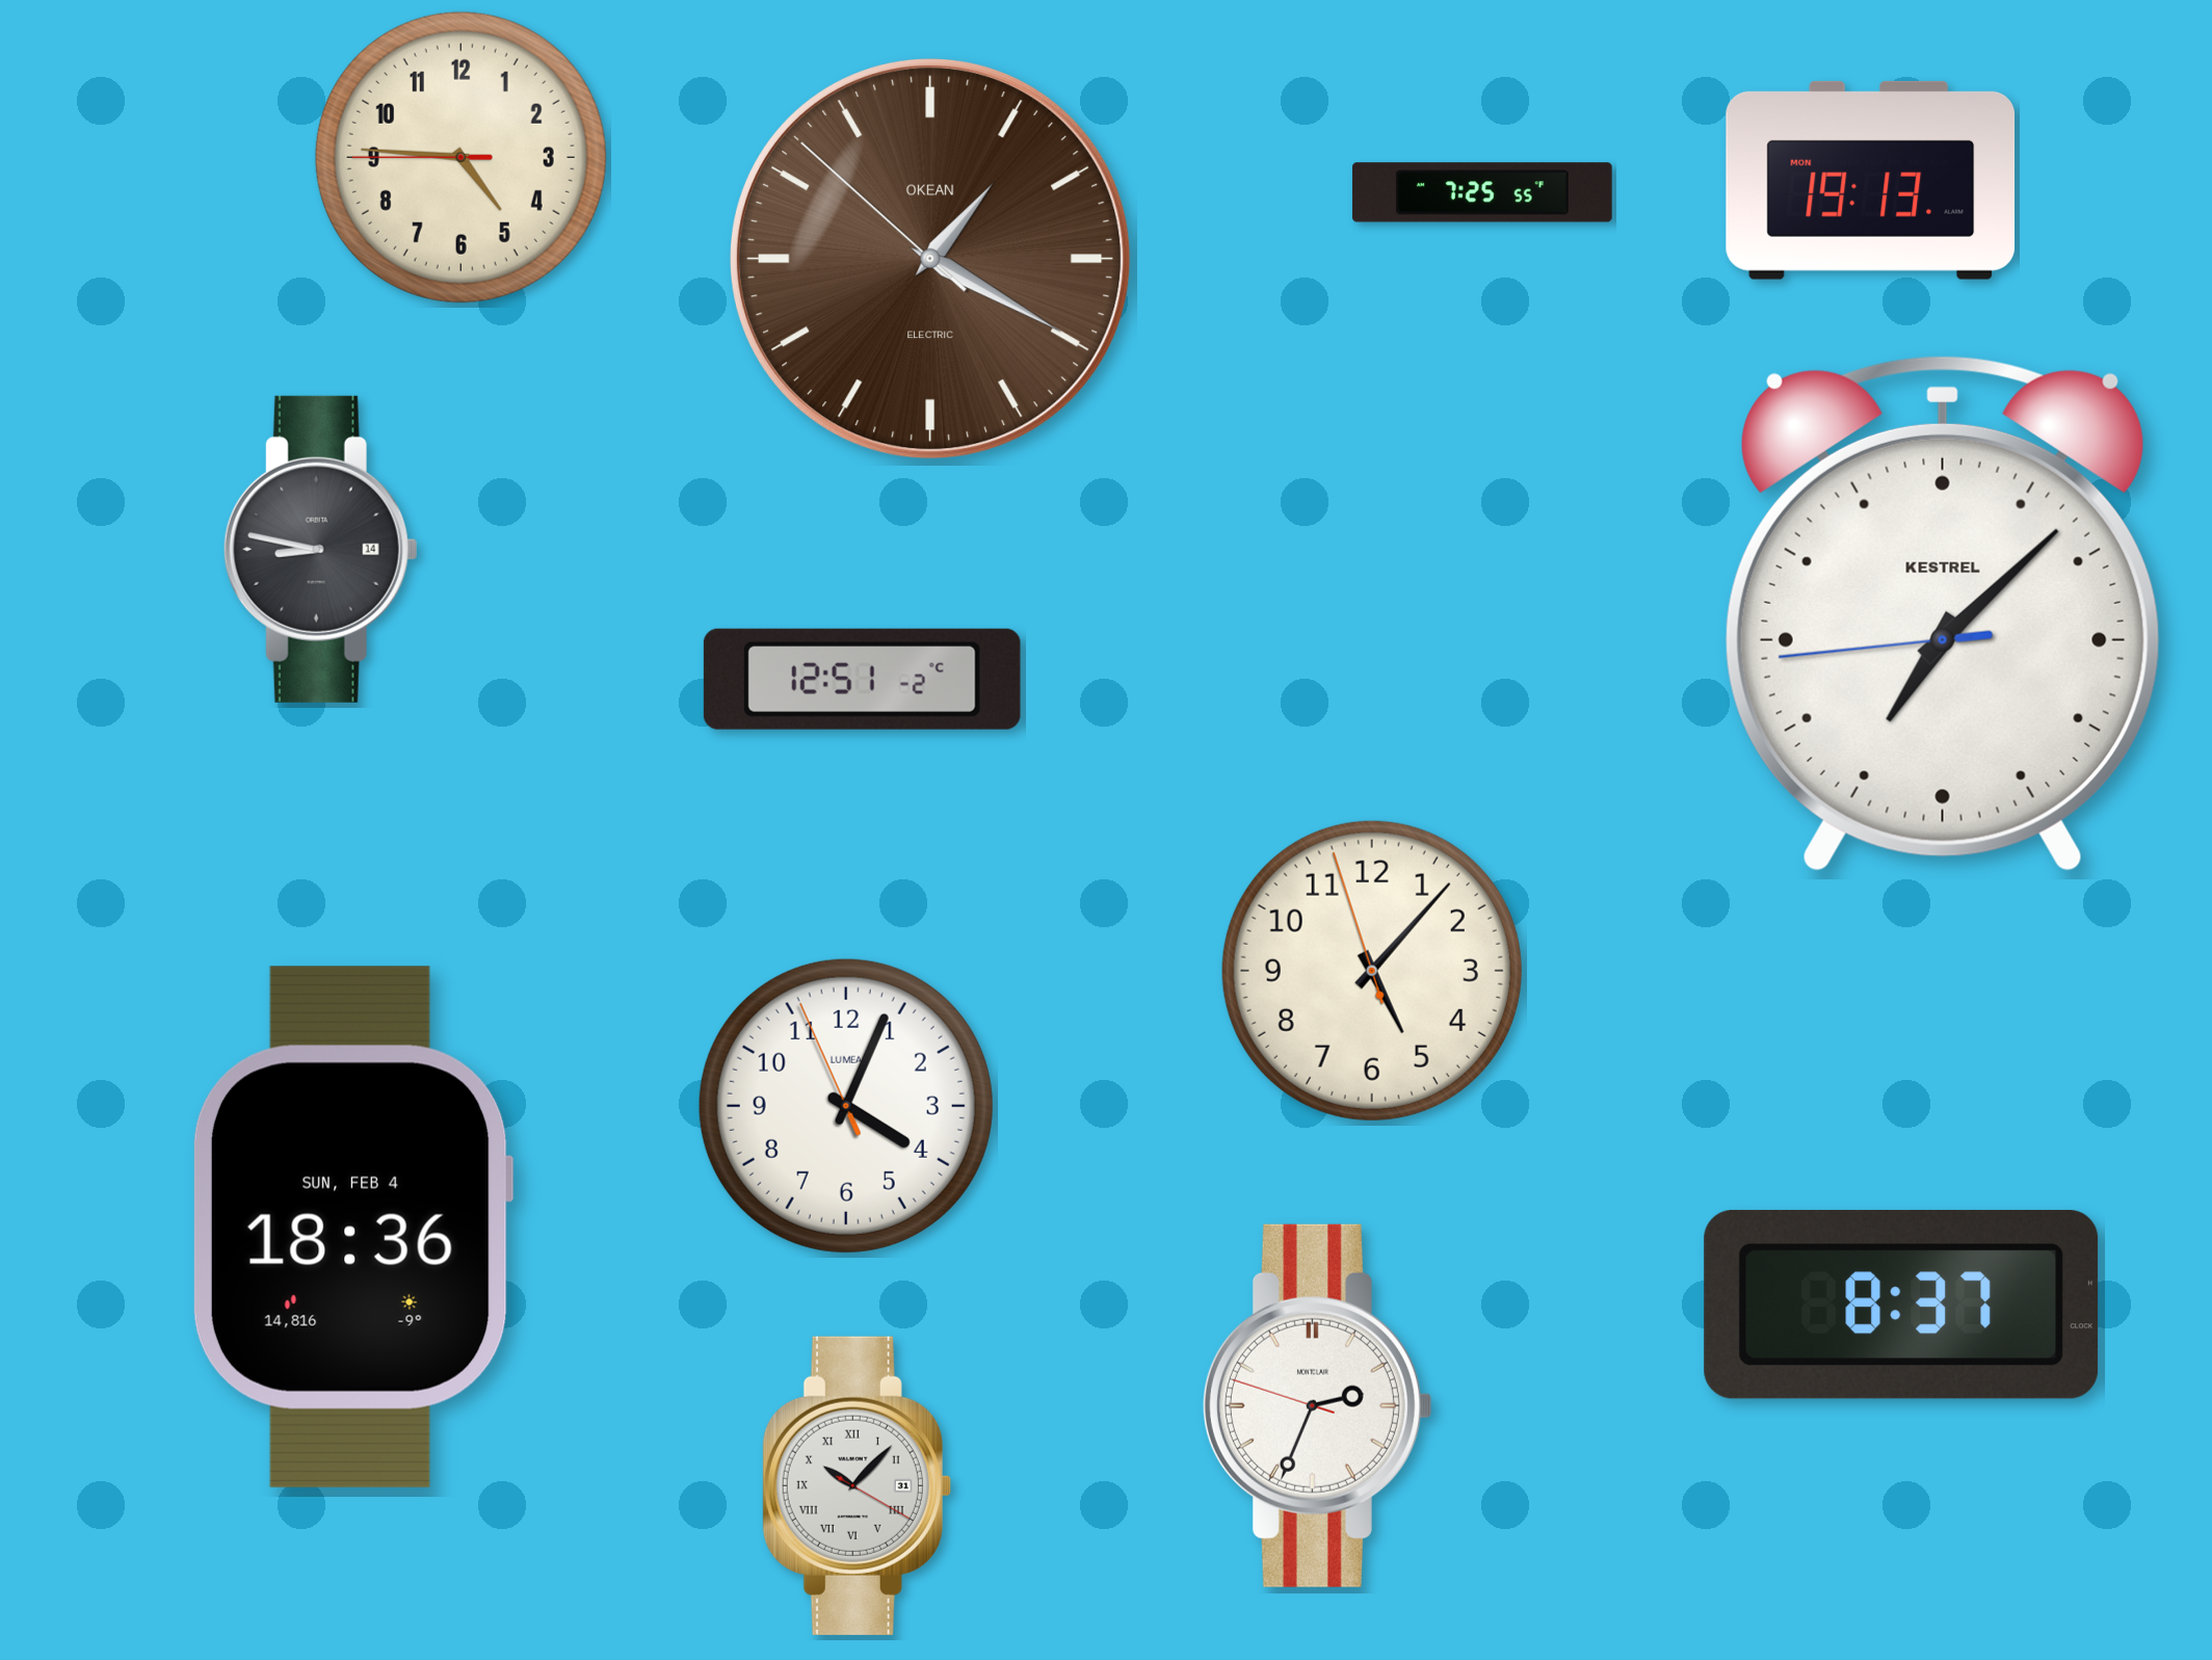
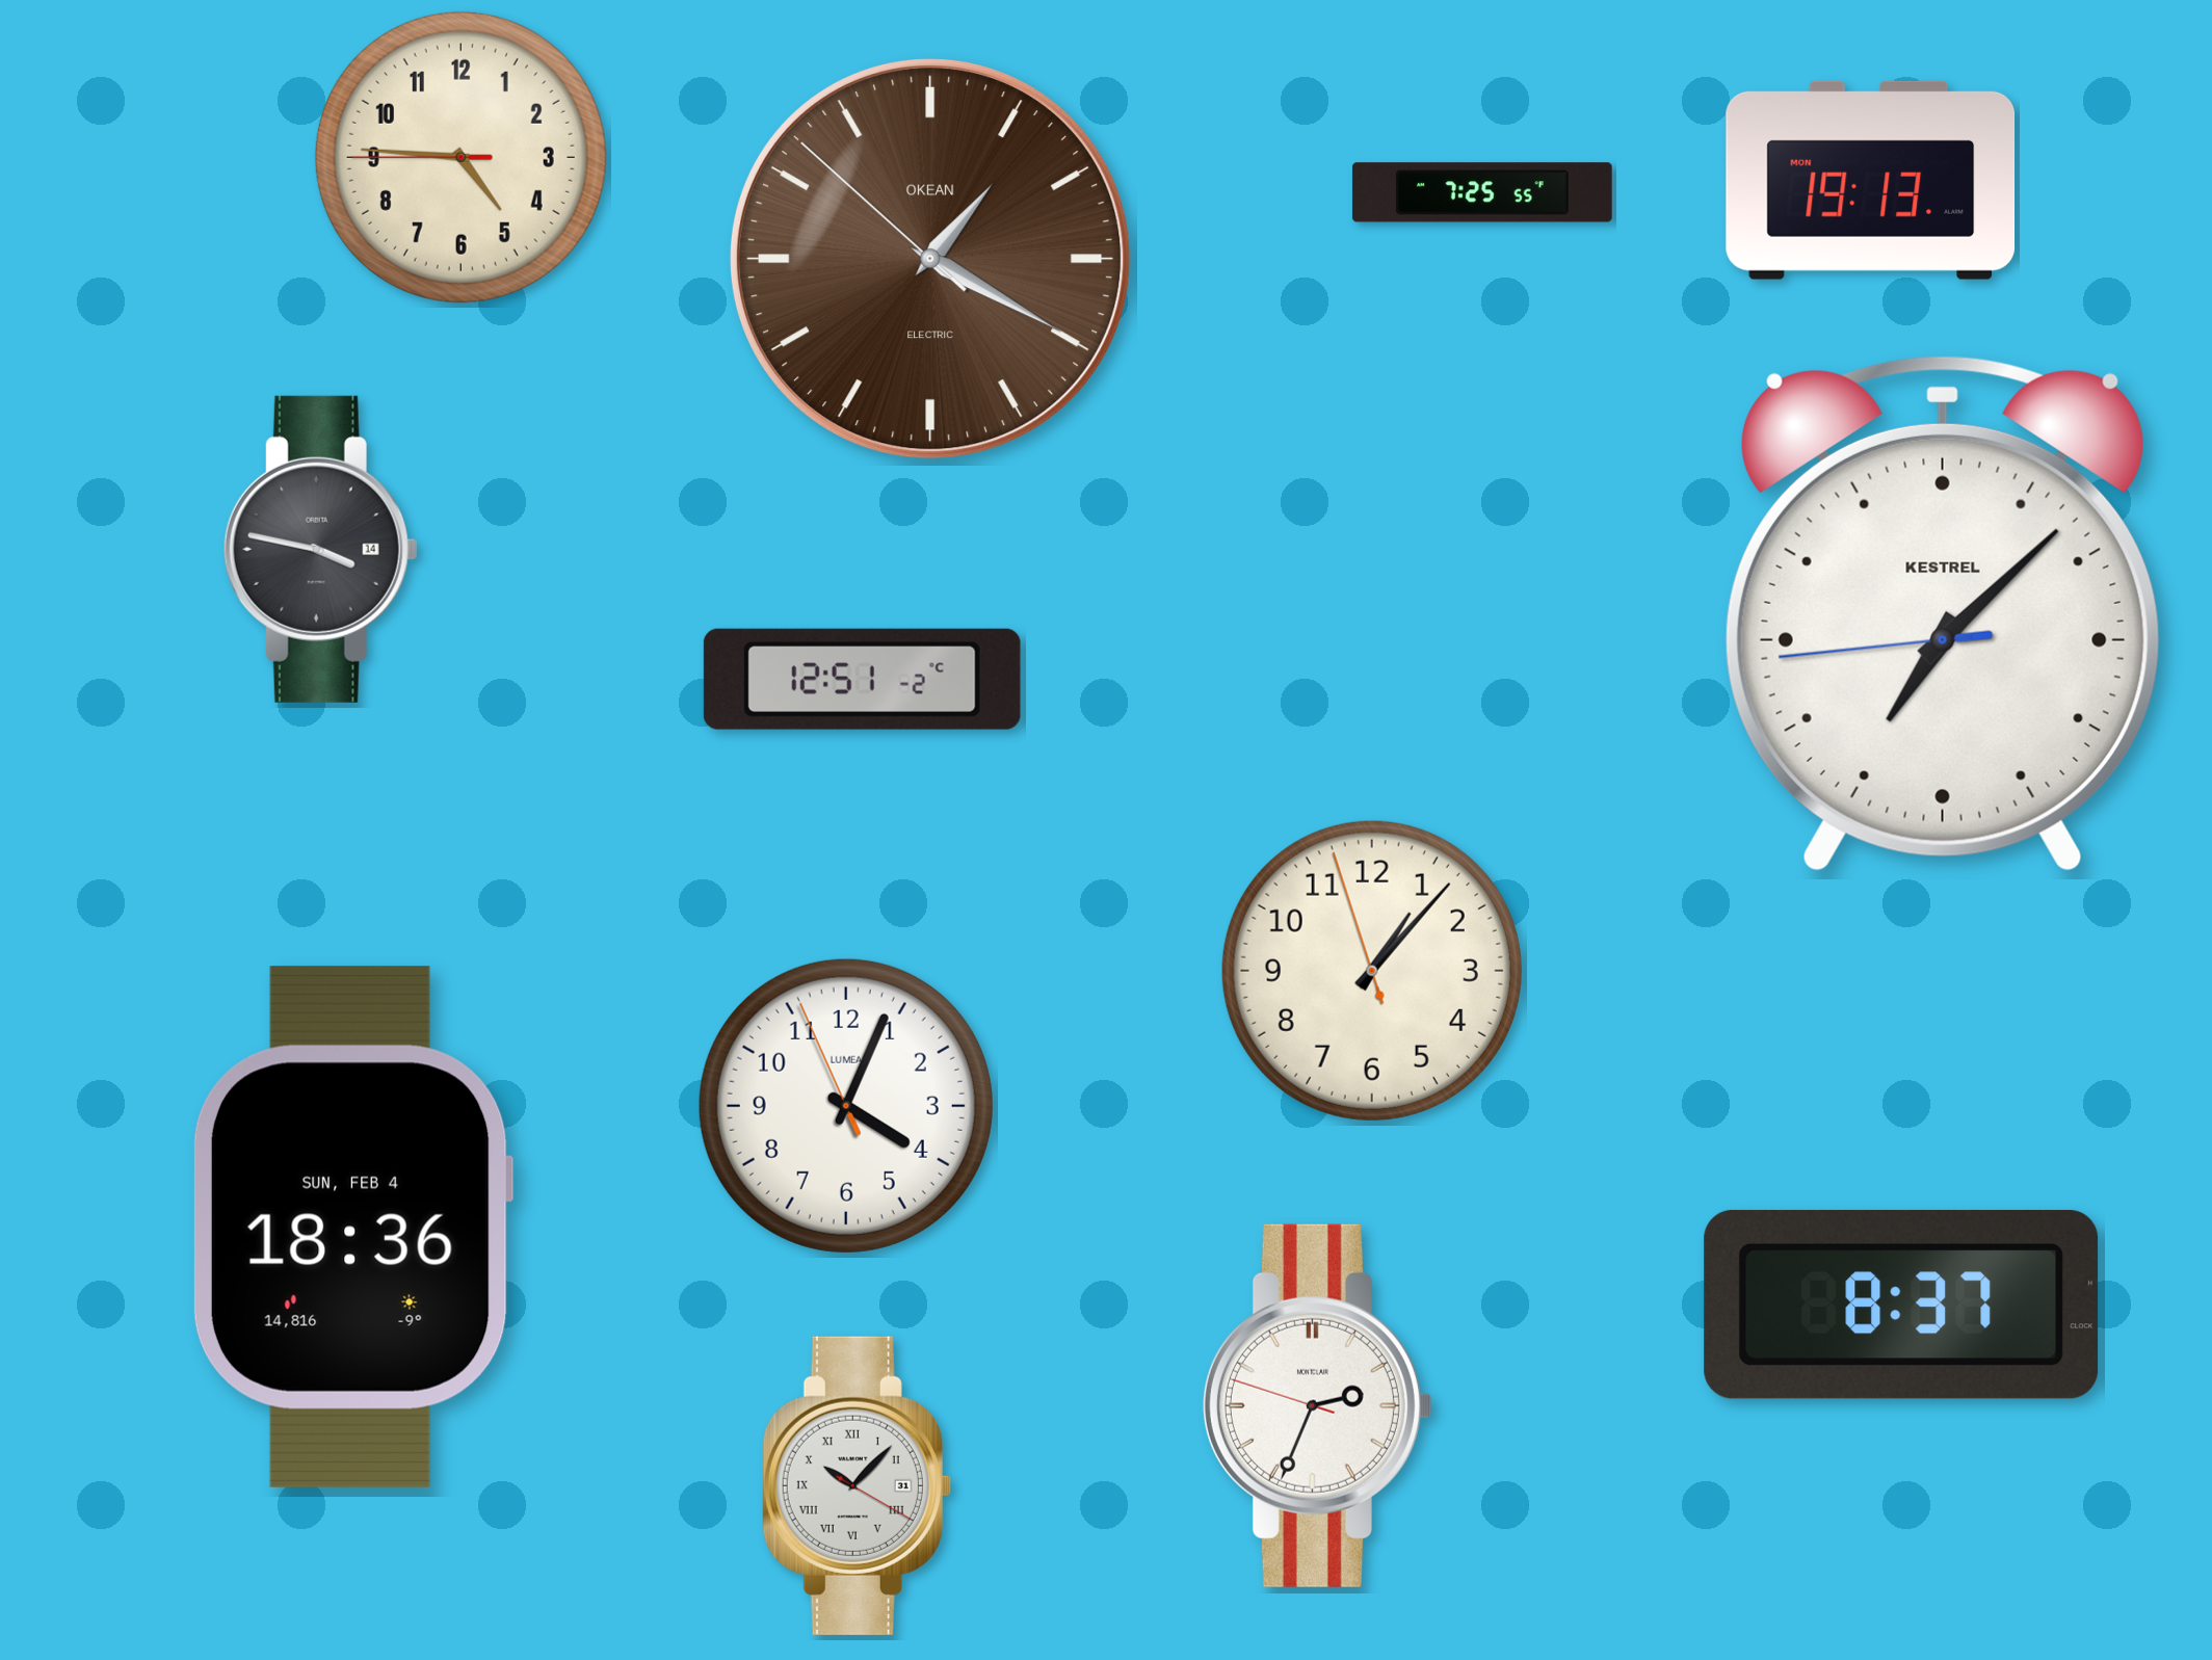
clock at (320, 549): 8:47 -> 3:47
clock at (1372, 971): 5:06 -> 1:06
